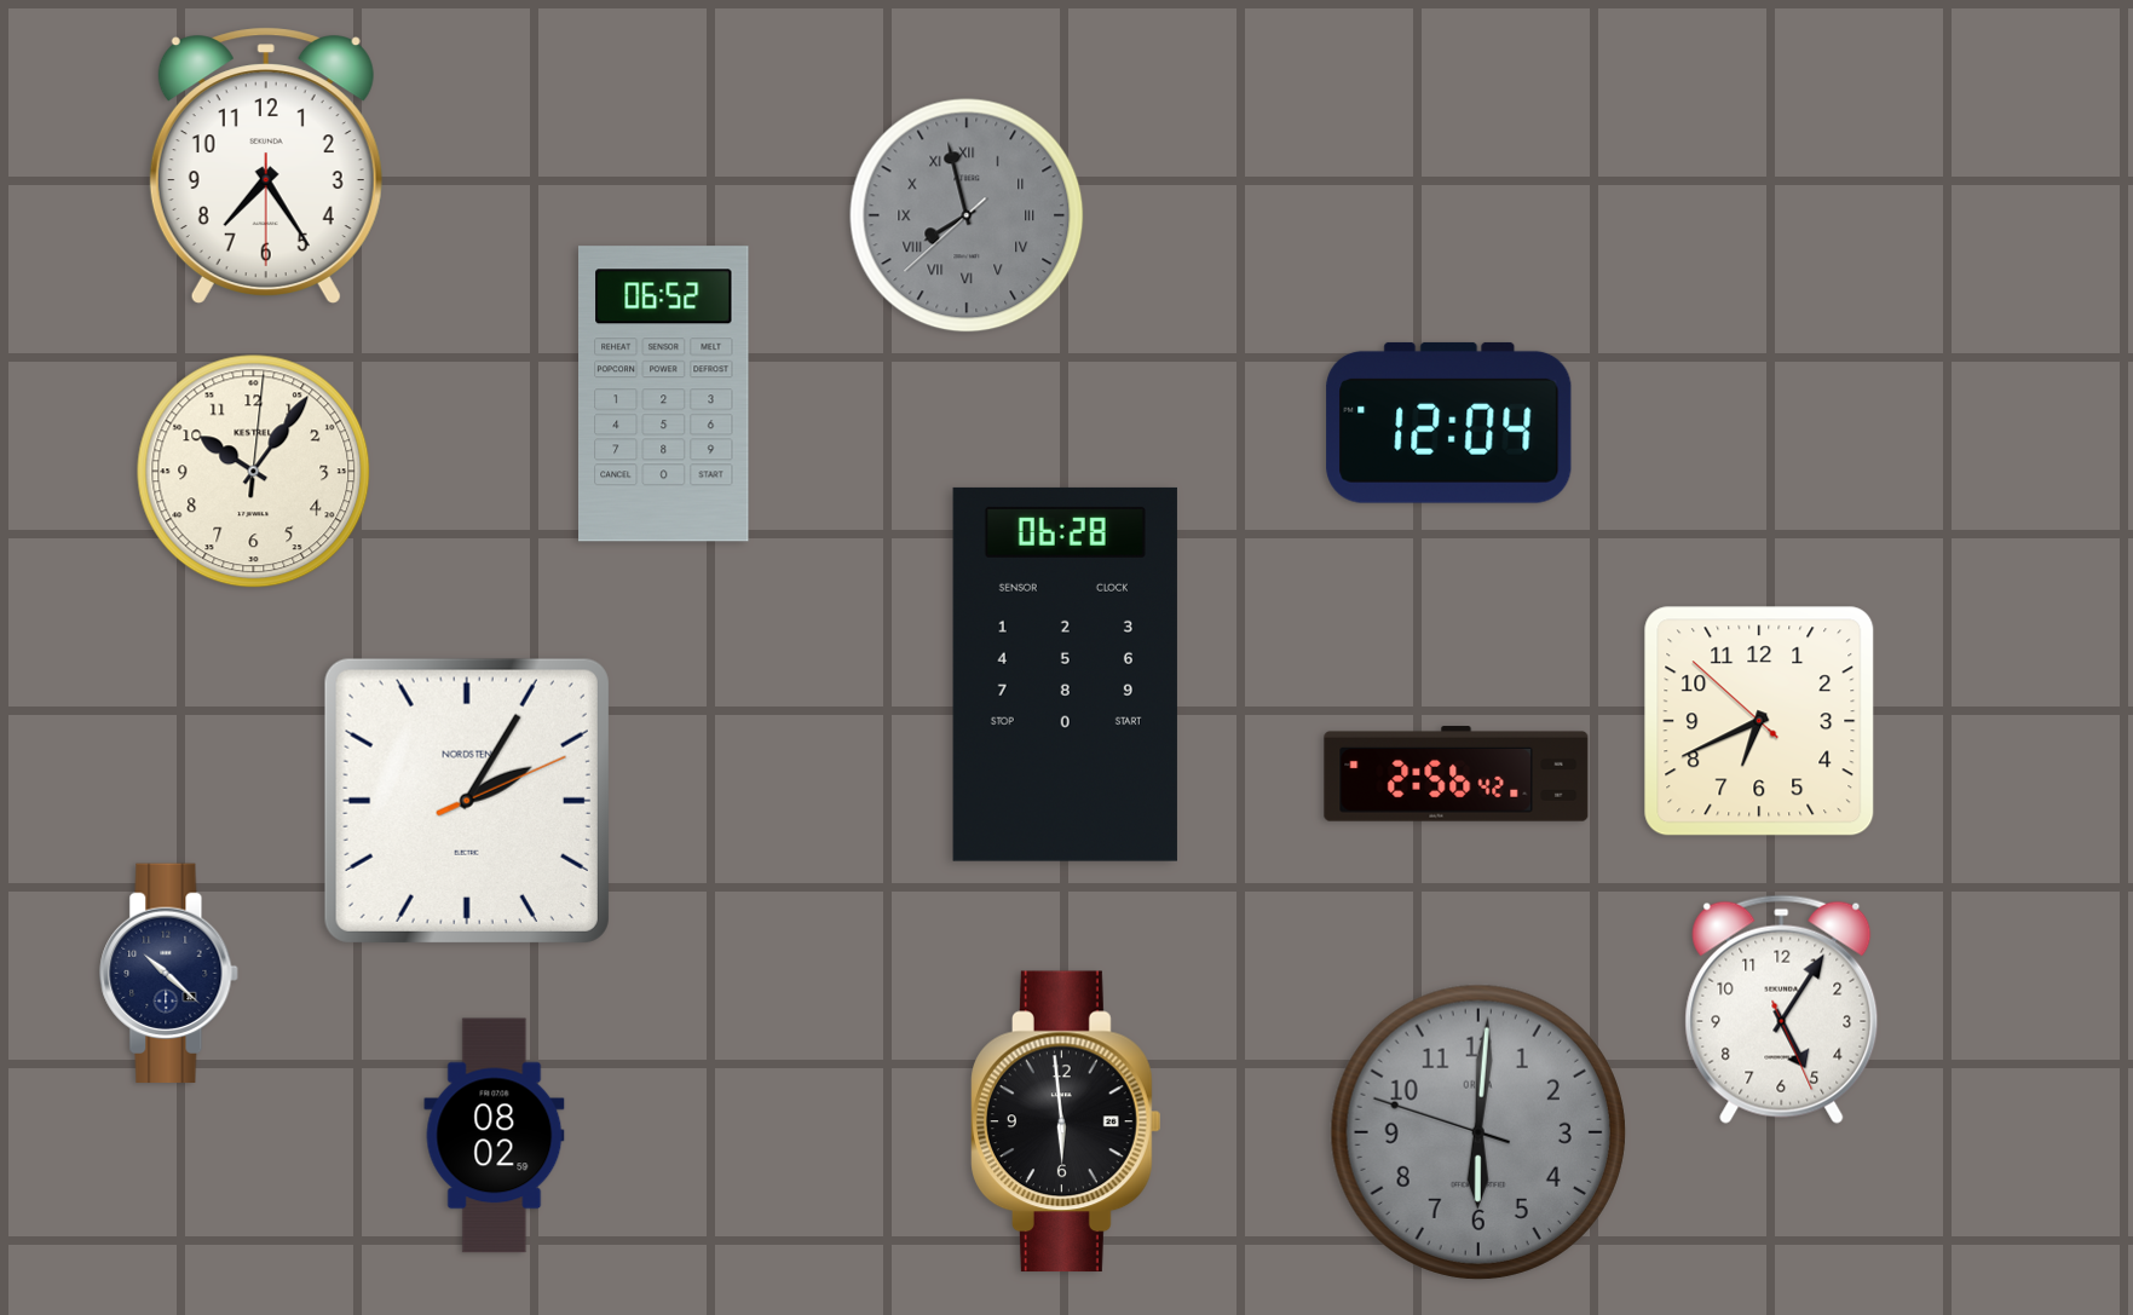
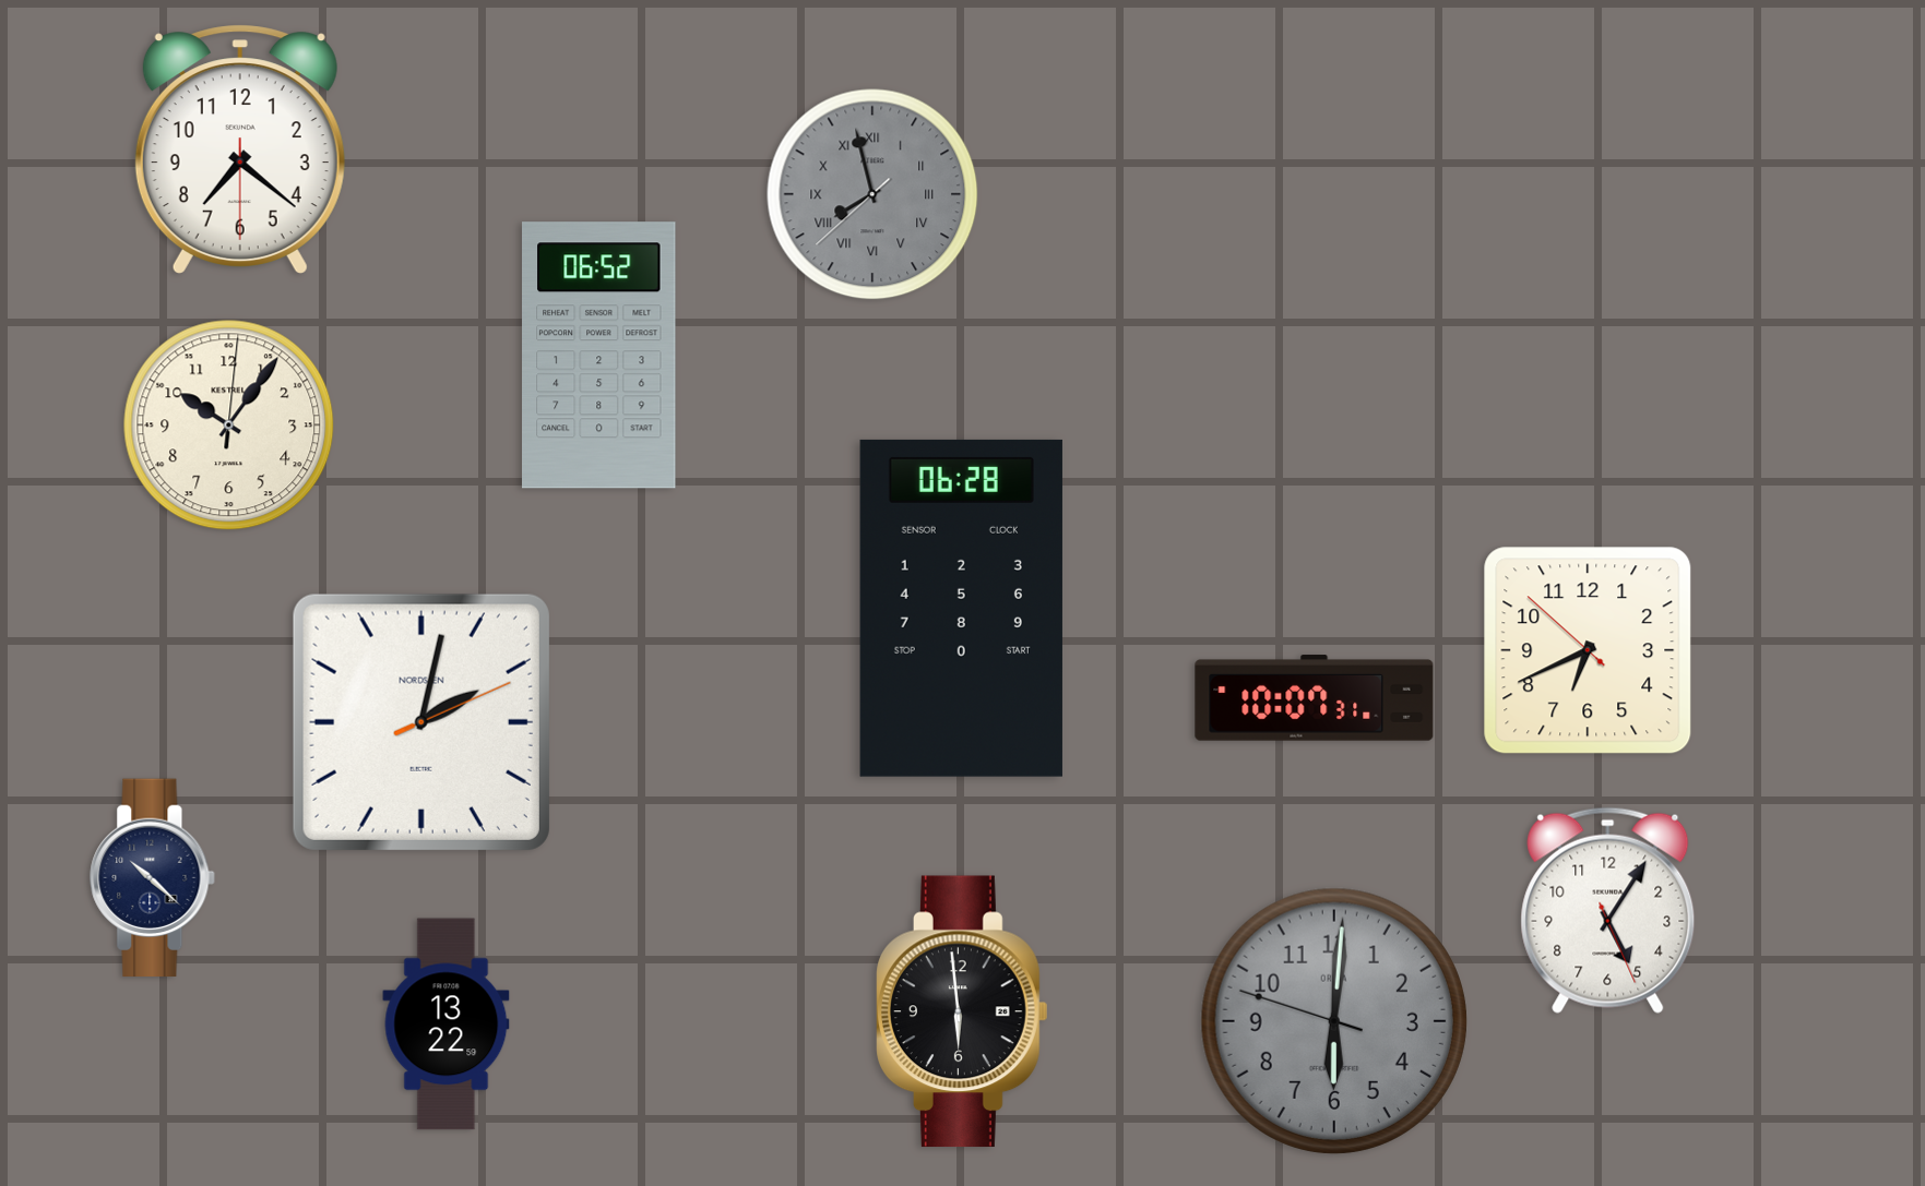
clock at (266, 165): 7:24 -> 7:21
clock at (1449, 422): 12:04 -> none
clock at (1457, 774): 2:56 -> 10:07
clock at (467, 801): 2:05 -> 2:02
clock at (495, 1136): 08:02 -> 13:22
